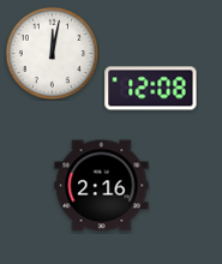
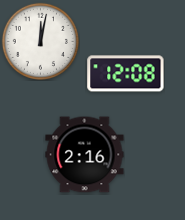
clock at (52, 53) position: (52, 53) -> (40, 41)
